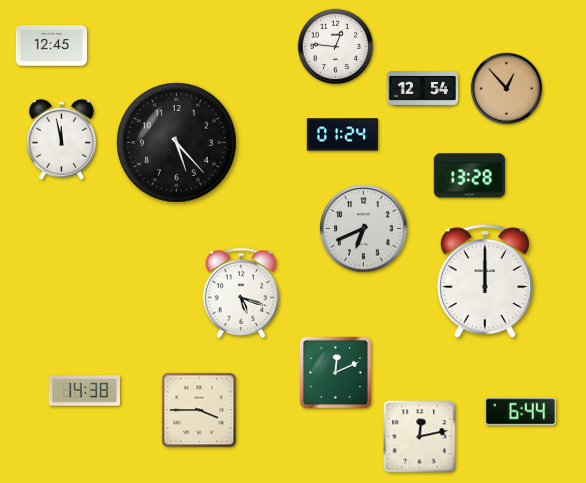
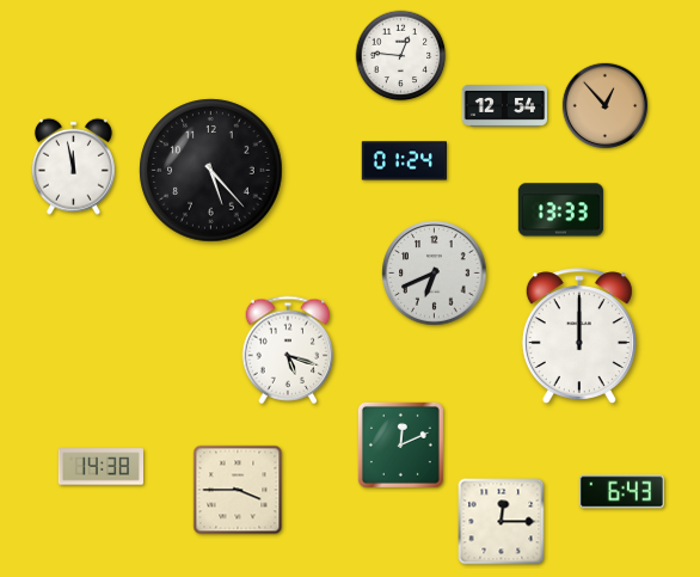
clock at (51, 46): 12:45 -> none
clock at (342, 135) position: (342, 135) -> (404, 161)
clock at (469, 176): 13:28 -> 13:33
clock at (520, 412): 6:44 -> 6:43
clock at (420, 437): 12:13 -> 12:15
